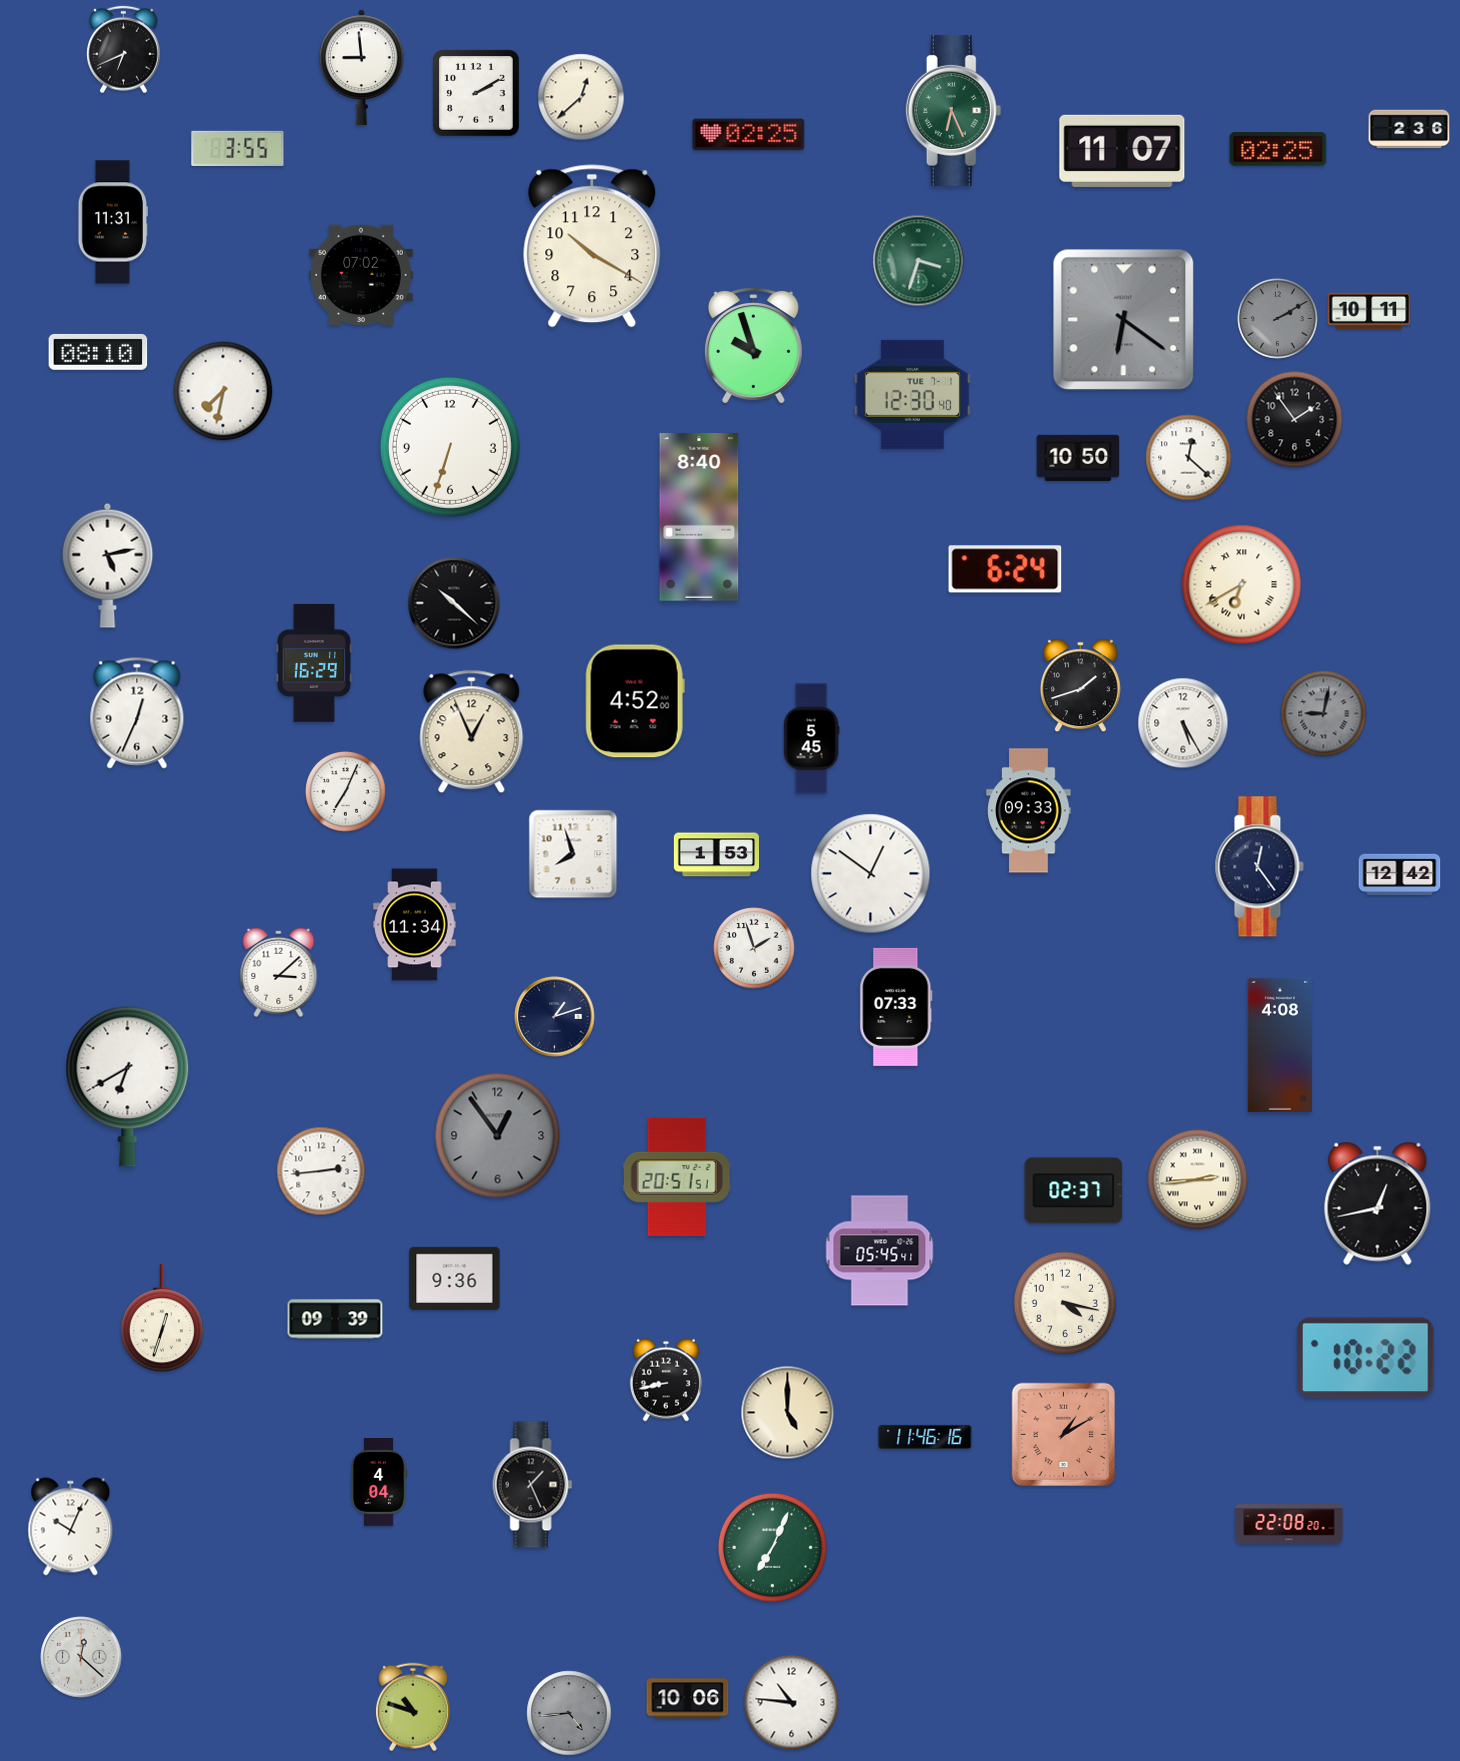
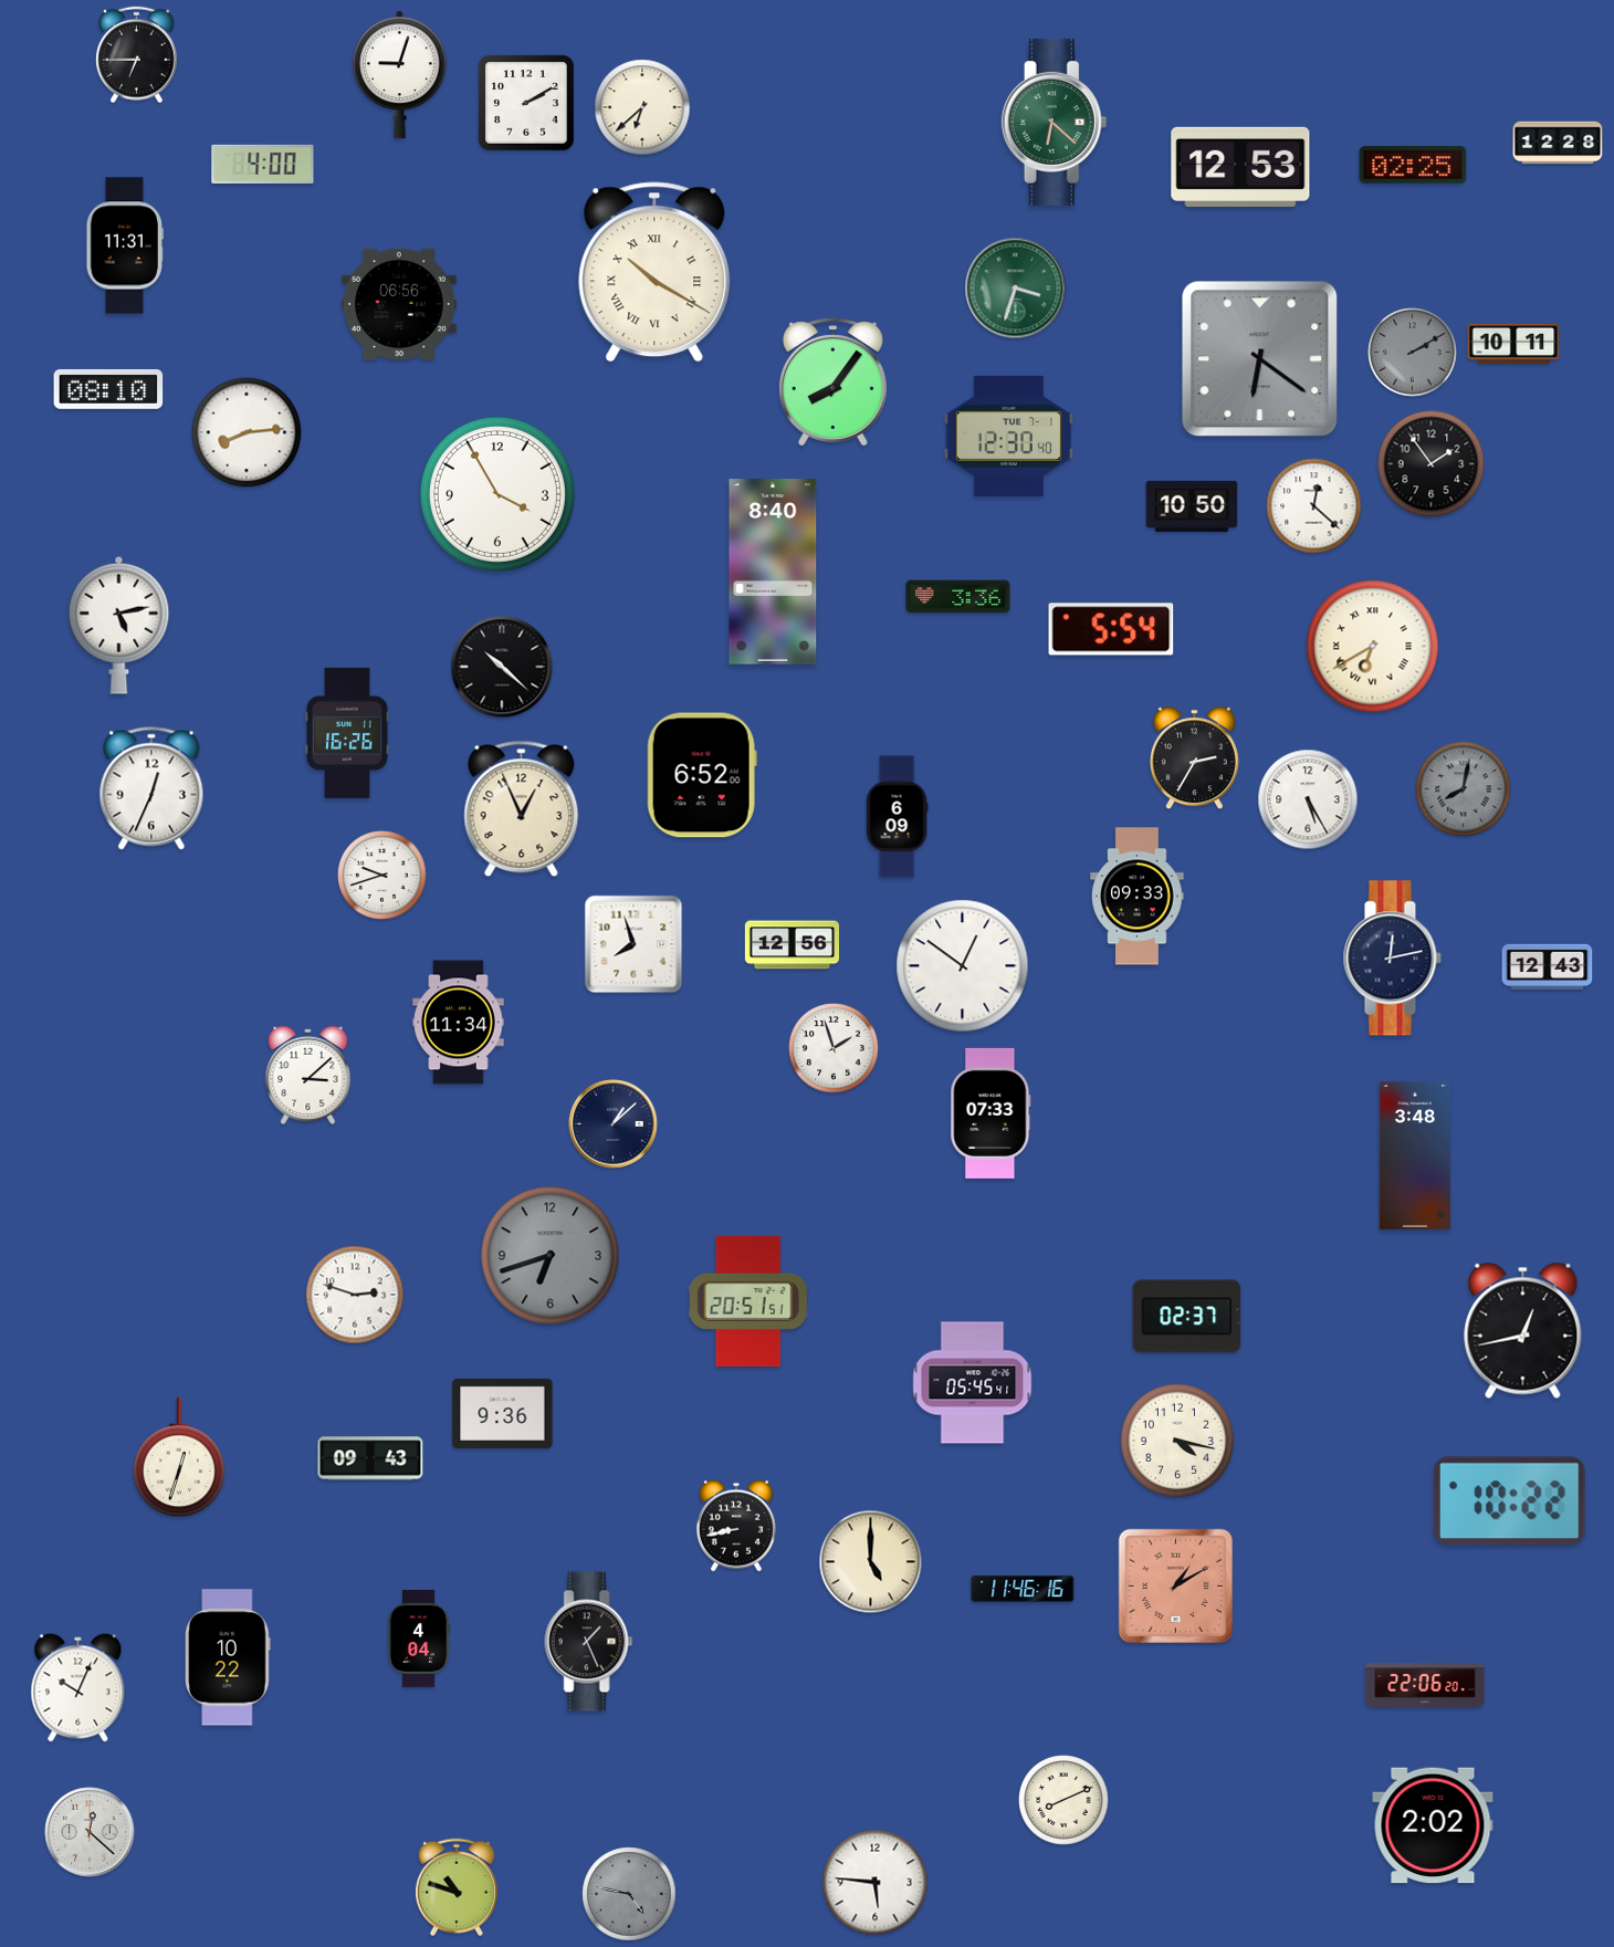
clock at (124, 50): 6:41 -> 6:45
clock at (362, 68): 8:59 -> 9:03
clock at (581, 97): 12:38 -> 6:38
clock at (954, 110): 6:26 -> 6:22
clock at (1409, 129): 2:36 -> 12:28
clock at (749, 135): 02:25 -> none
clock at (238, 148): 3:55 -> 4:00
clock at (1122, 151): 11:07 -> 12:53
clock at (592, 246) numerals: Arabic -> Roman
clock at (362, 275): 07:02 -> 06:56
clock at (1124, 320) position: (1124, 320) -> (1260, 359)
clock at (753, 346): 9:57 -> 8:06
clock at (223, 391): 7:32 -> 8:14
clock at (450, 447): 6:33 -> 3:55
clock at (958, 597): none -> 3:36
clock at (1005, 569): 6:24 -> 5:54
clock at (314, 663): 16:29 -> 16:26
clock at (1080, 686): 1:42 -> 2:35
clock at (635, 701): 4:52 -> 6:52
clock at (1324, 714): 9:02 -> 8:02
clock at (811, 739): 5:45 -> 6:09
clock at (346, 792): 7:04 -> 9:42
clock at (716, 855): 1:53 -> 12:56
clock at (1259, 867): 12:24 -> 12:13
clock at (1400, 875): 12:42 -> 12:43
clock at (555, 1017): 1:12 -> 1:08
clock at (1279, 1045): 4:08 -> 3:48
clock at (128, 1086): 6:40 -> none
clock at (498, 1136): 12:54 -> 6:42
clock at (321, 1171): 2:44 -> 2:48
clock at (1198, 1180): 2:44 -> none
clock at (335, 1319): 09:39 -> 09:43
clock at (228, 1657): none -> 10:22
clock at (1289, 1524): 22:08 -> 22:06
clock at (772, 1547): 7:04 -> none
clock at (1063, 1800): none -> 8:11
clock at (1433, 1825): none -> 2:02
clock at (688, 1699): 10:06 -> none
clock at (792, 1703): 10:46 -> 5:46
clock at (569, 1713): 4:44 -> 4:47
